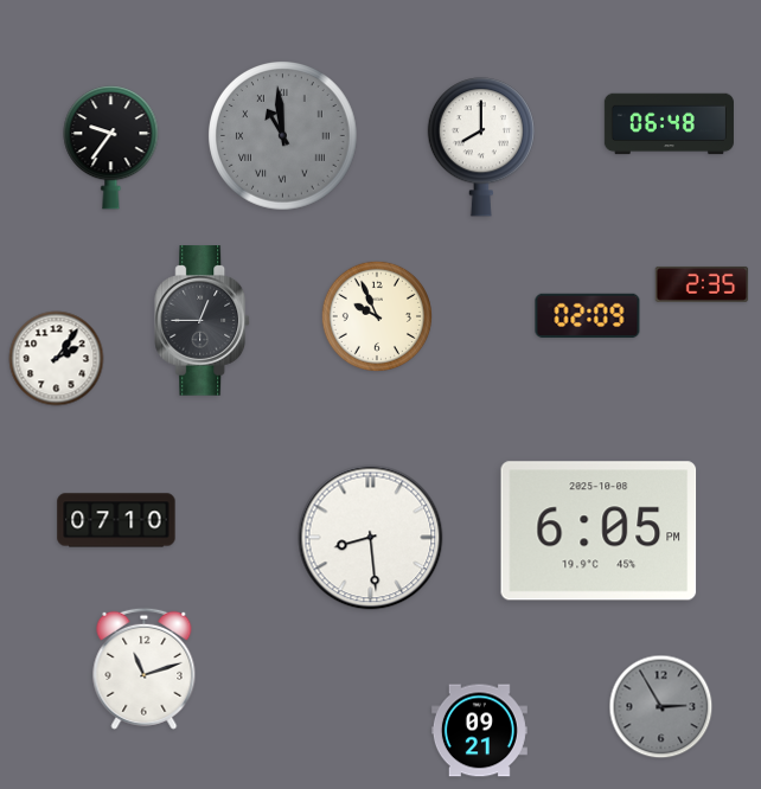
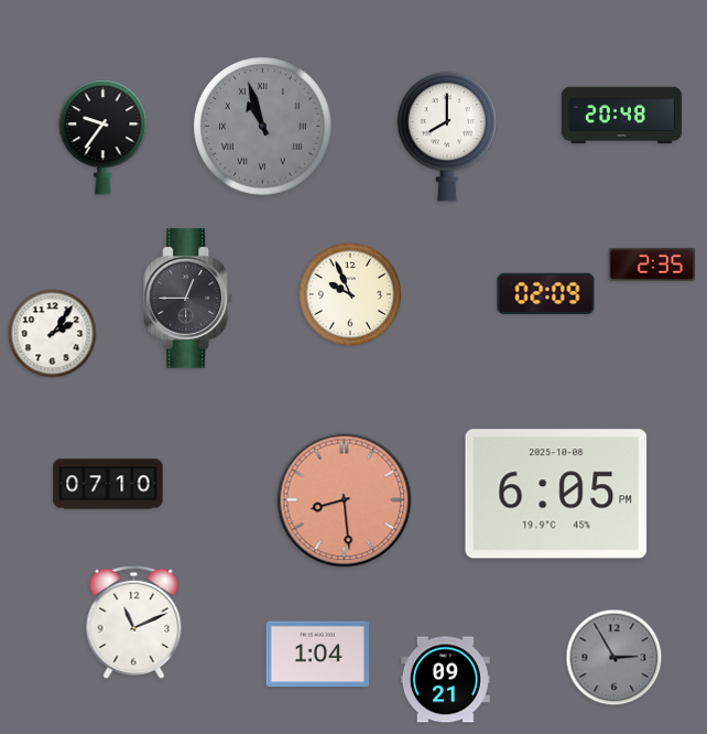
clock at (669, 124): 06:48 -> 20:48
clock at (283, 136): 10:59 -> 10:57
clock at (371, 538) dial: white -> salmon
clock at (145, 668): 11:12 -> 11:11
clock at (318, 655): none -> 1:04
